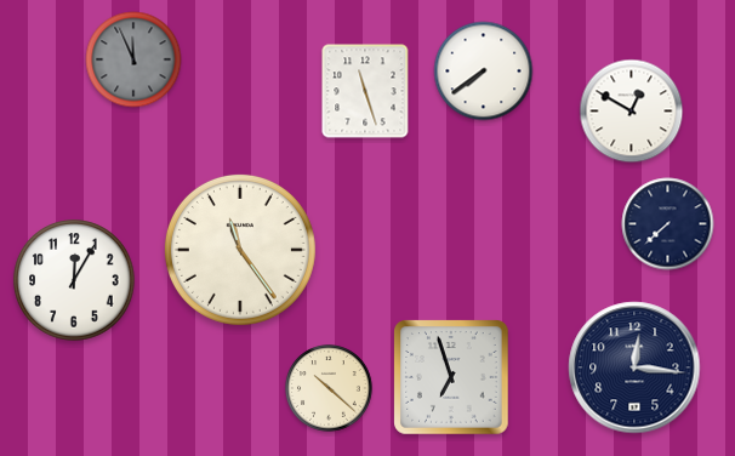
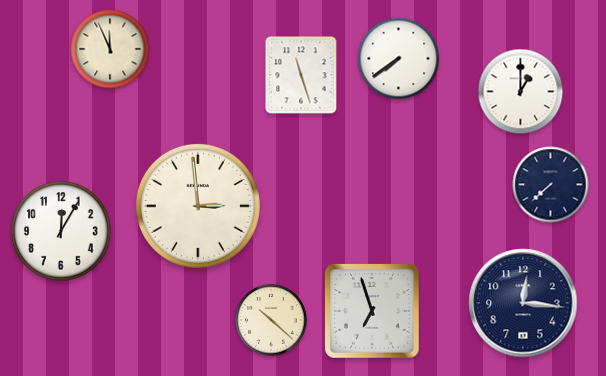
clock at (133, 59) dial: grey -> cream
clock at (632, 112): 12:50 -> 1:00
clock at (240, 250): 11:24 -> 2:59
